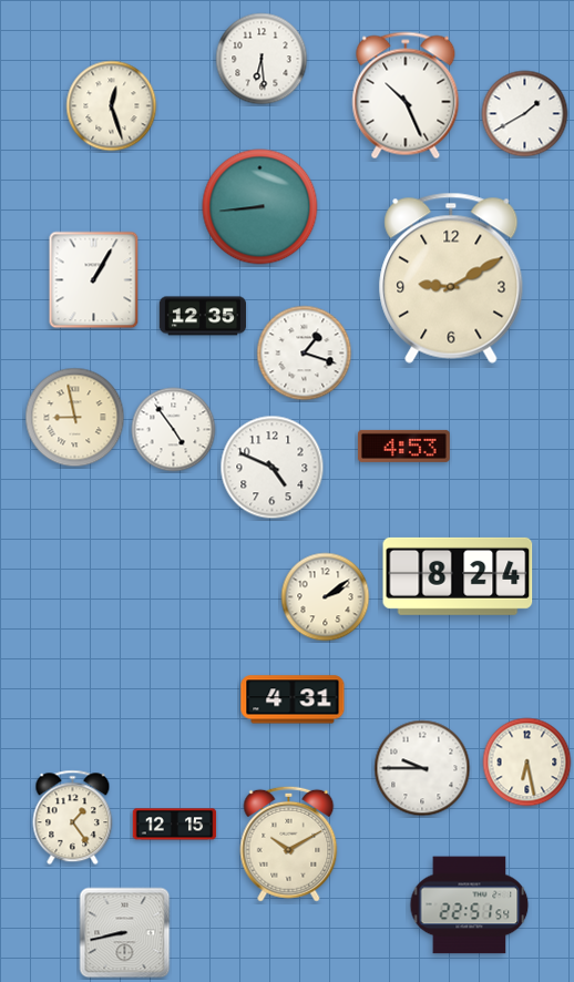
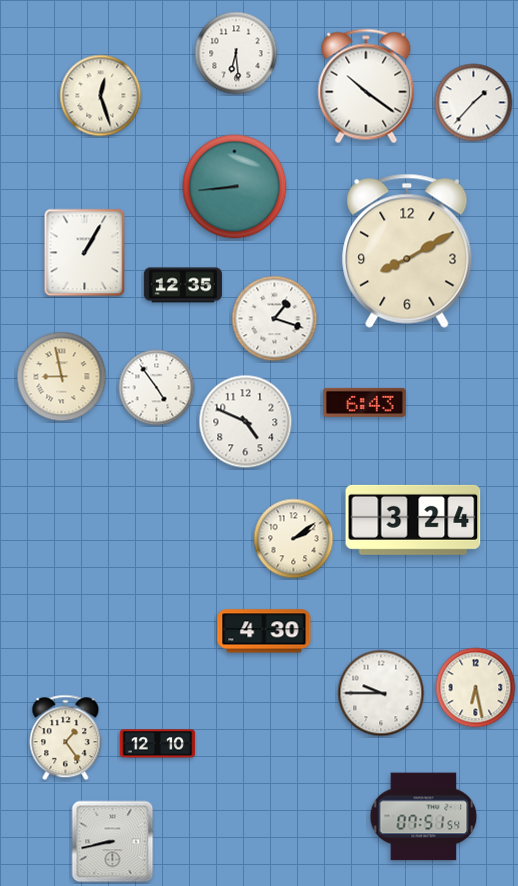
clock at (406, 95): 10:26 -> 10:21
clock at (525, 114): 1:40 -> 1:37
clock at (451, 278): 9:10 -> 8:10
clock at (75, 418) position: (75, 418) -> (62, 377)
clock at (403, 446): 4:53 -> 6:43
clock at (458, 576): 8:24 -> 3:24
clock at (293, 699): 4:31 -> 4:30
clock at (175, 825): 12:15 -> 12:10
clock at (289, 843): 10:10 -> none
clock at (470, 906): 22:51 -> 07:51
